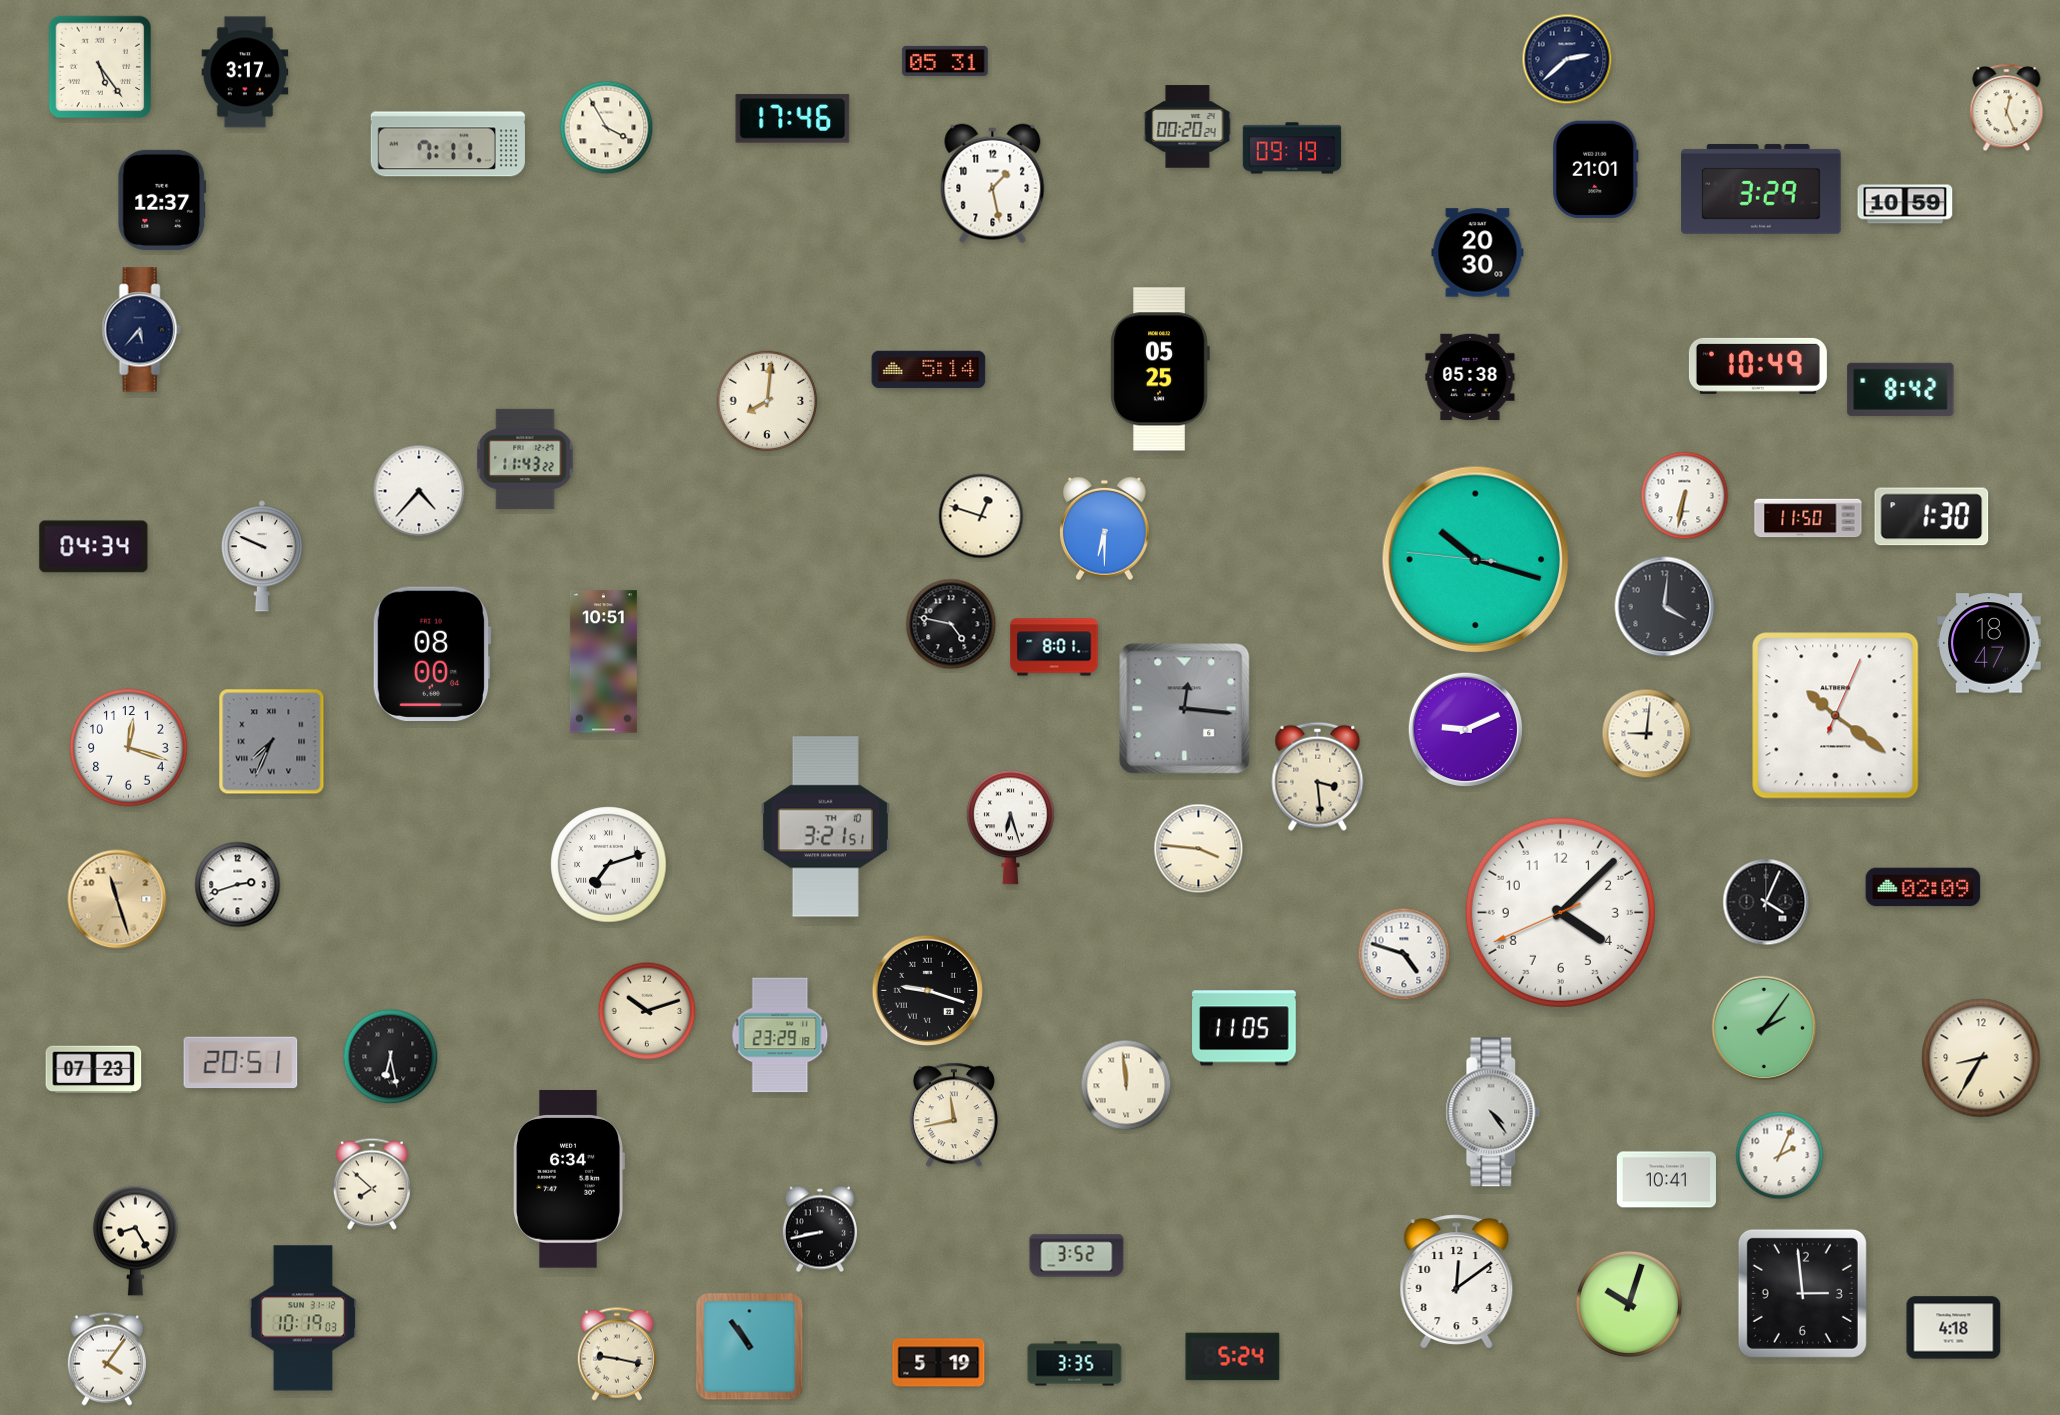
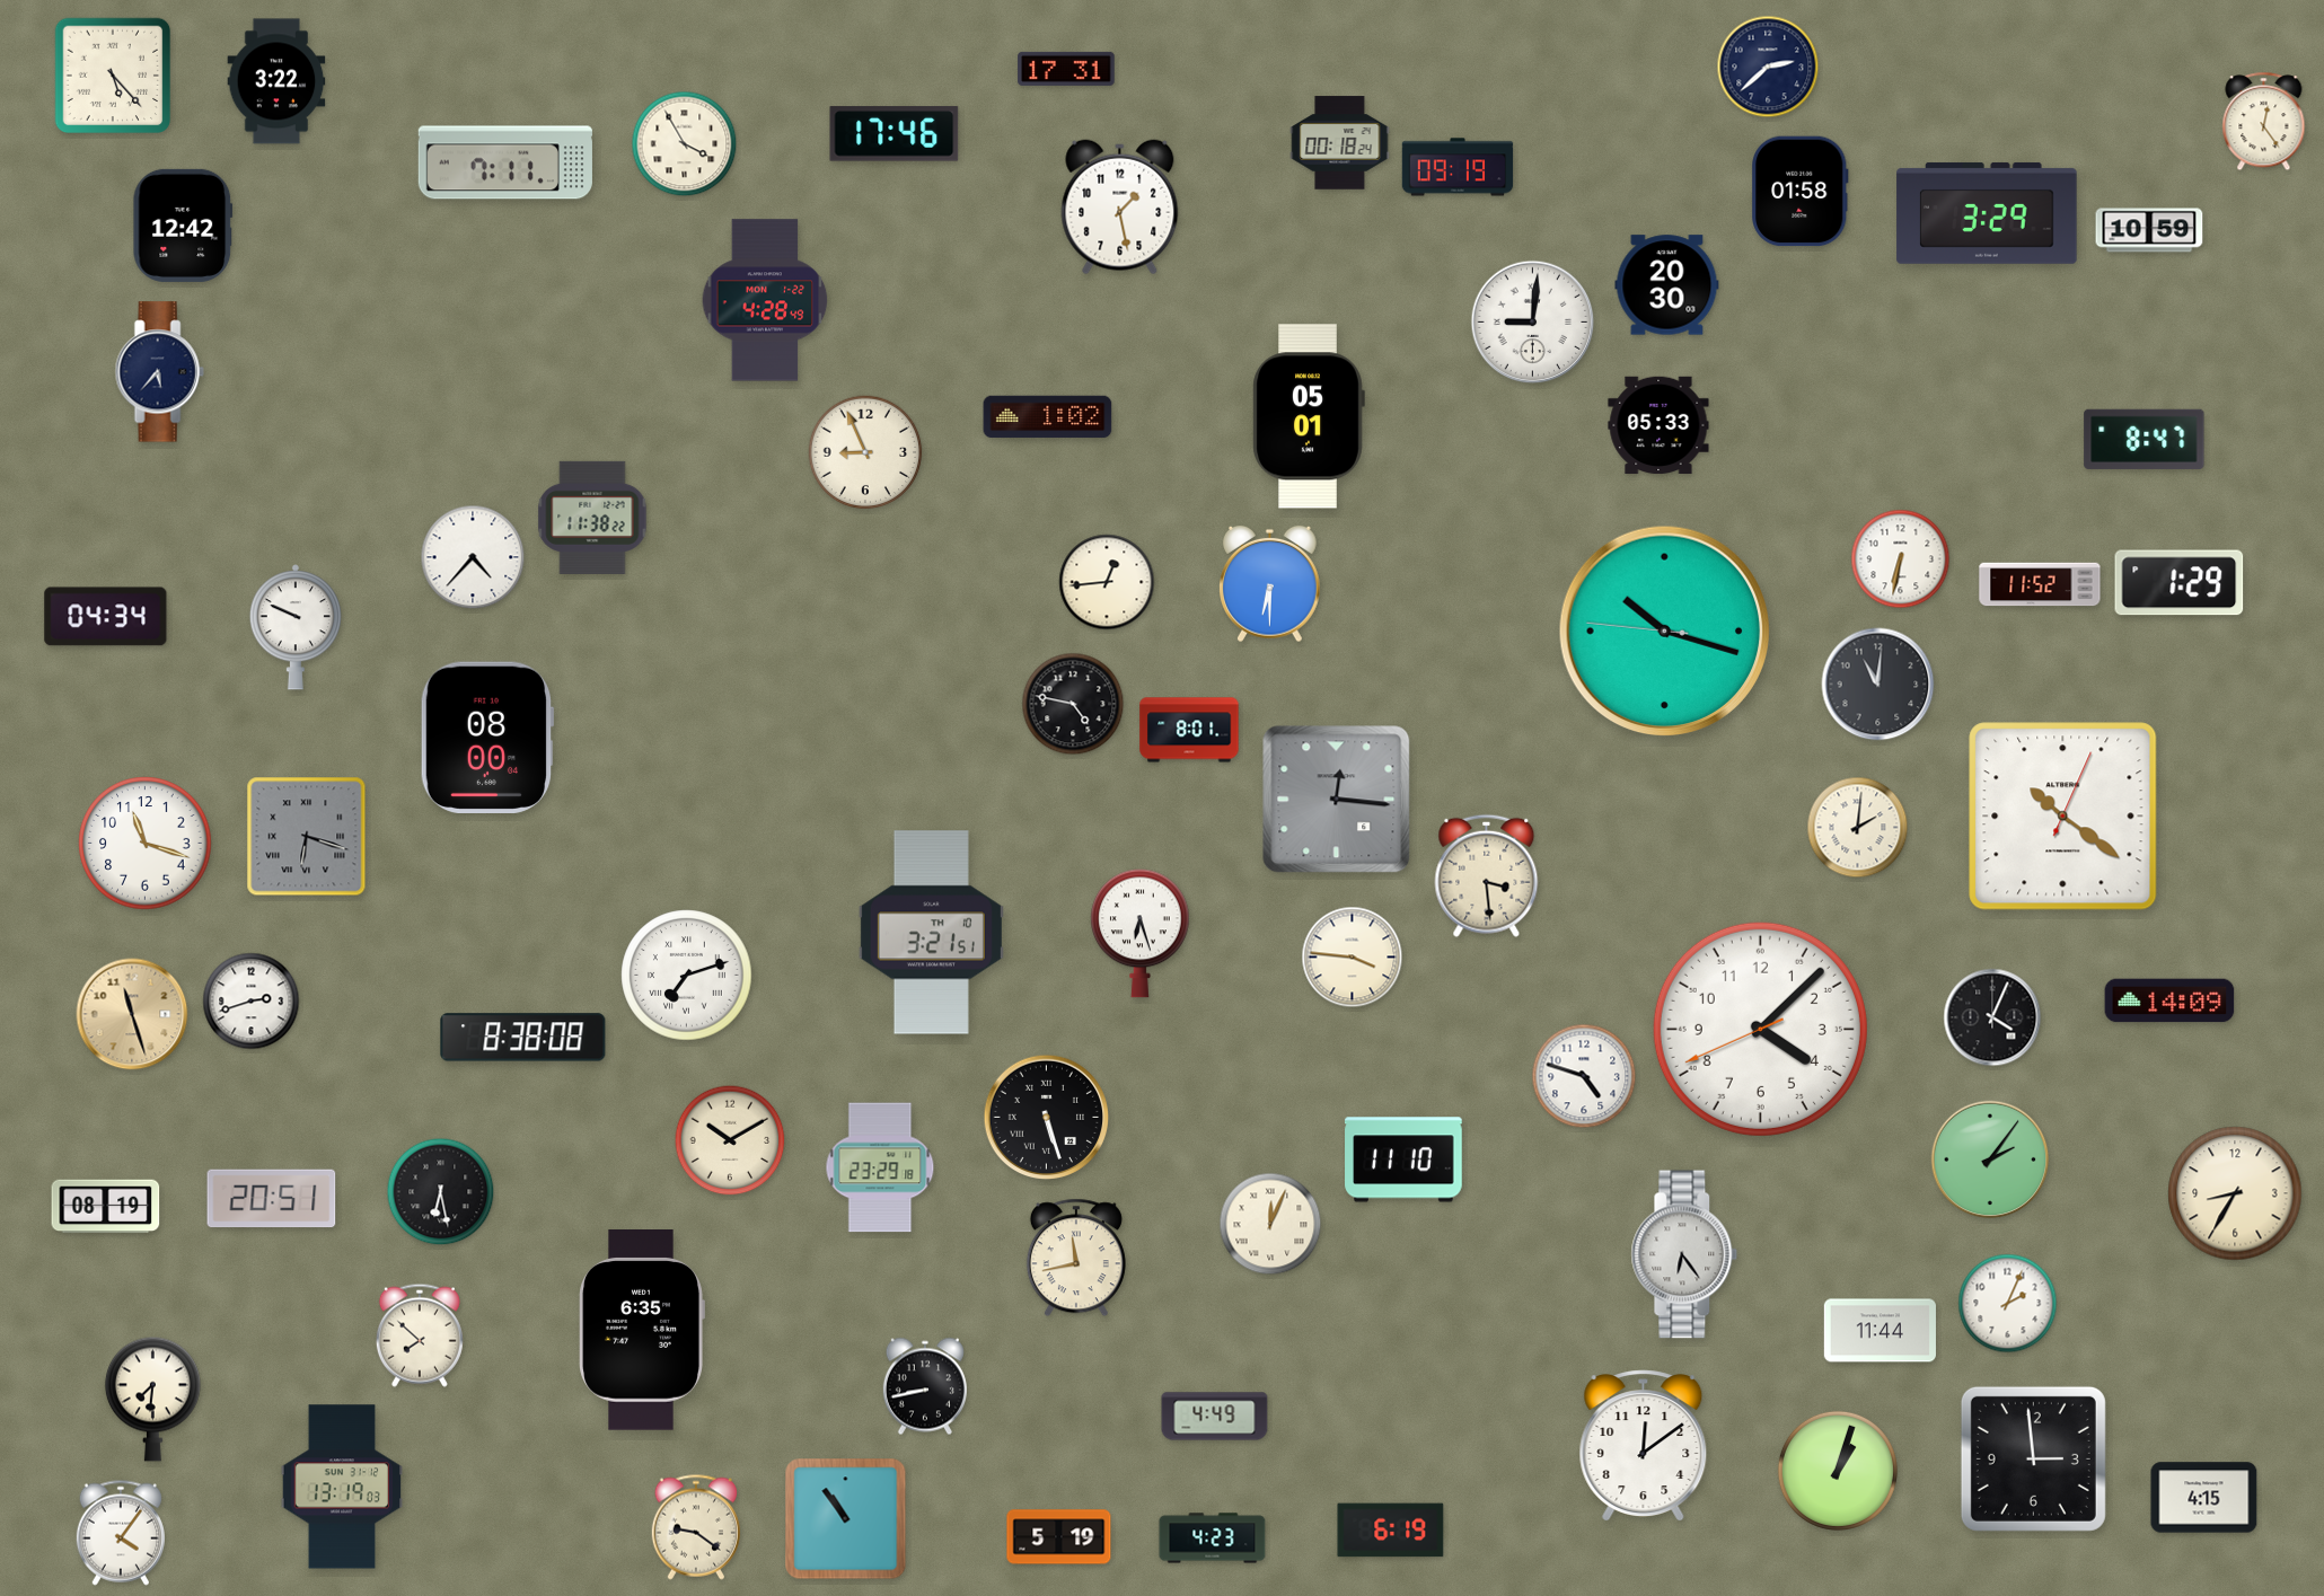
clock at (945, 61): 05:31 -> 17:31
clock at (100, 67): 5:24 -> 5:23
clock at (245, 72): 3:17 -> 3:22
clock at (2007, 108): 12:26 -> 12:24
clock at (1188, 127): 00:20 -> 00:18
clock at (1596, 170): 21:01 -> 01:58
clock at (162, 200): 12:37 -> 12:42
clock at (765, 300): none -> 4:28
clock at (1533, 323): none -> 9:01
clock at (1758, 366): 10:49 -> none
clock at (1160, 369): 05:25 -> 05:01
clock at (929, 370): 5:14 -> 1:02
clock at (1470, 377): 05:38 -> 05:33
clock at (1901, 389): 8:42 -> 8:47
clock at (767, 401): 8:01 -> 8:56
clock at (525, 459): 11:43 -> 11:38
clock at (419, 491) position: (419, 491) -> (473, 557)
clock at (981, 516): 12:48 -> 12:44
clock at (1932, 517): 1:30 -> 1:29
clock at (1808, 518): 11:50 -> 11:52
clock at (1105, 529) position: (1105, 529) -> (1270, 584)
clock at (1665, 607): 4:01 -> 11:01
clock at (1989, 643): 18:47 -> none
clock at (603, 662): 10:51 -> none
clock at (1836, 716) position: (1836, 716) -> (2063, 817)
clock at (1465, 729): 9:11 -> none
clock at (1647, 734): 9:01 -> 2:01
clock at (272, 742): 7:34 -> 6:18
clock at (129, 748): 12:18 -> 11:18
clock at (238, 885) position: (238, 885) -> (252, 1002)
clock at (1923, 887): 02:09 -> 14:09
clock at (523, 1038): none -> 8:38
clock at (928, 991): 9:18 -> 5:27
clock at (647, 1011): 10:12 -> 10:10
clock at (1244, 1028): 11:05 -> 11:10
clock at (94, 1070): 07:23 -> 08:19
clock at (1126, 1085): 11:59 -> 12:04
clock at (1493, 1112): 4:24 -> 6:24
clock at (569, 1179): 6:34 -> 6:35
clock at (1666, 1180): 10:41 -> 11:44
clock at (135, 1240): 8:25 -> 7:31
clock at (1077, 1256): 3:52 -> 4:49
clock at (1629, 1304): 10:03 -> 1:03
clock at (302, 1318): 10:19 -> 13:19
clock at (1954, 1328): 4:18 -> 4:15
clock at (617, 1354): 9:17 -> 9:21
clock at (1233, 1357): 5:24 -> 6:19
clock at (1075, 1364): 3:35 -> 4:23
